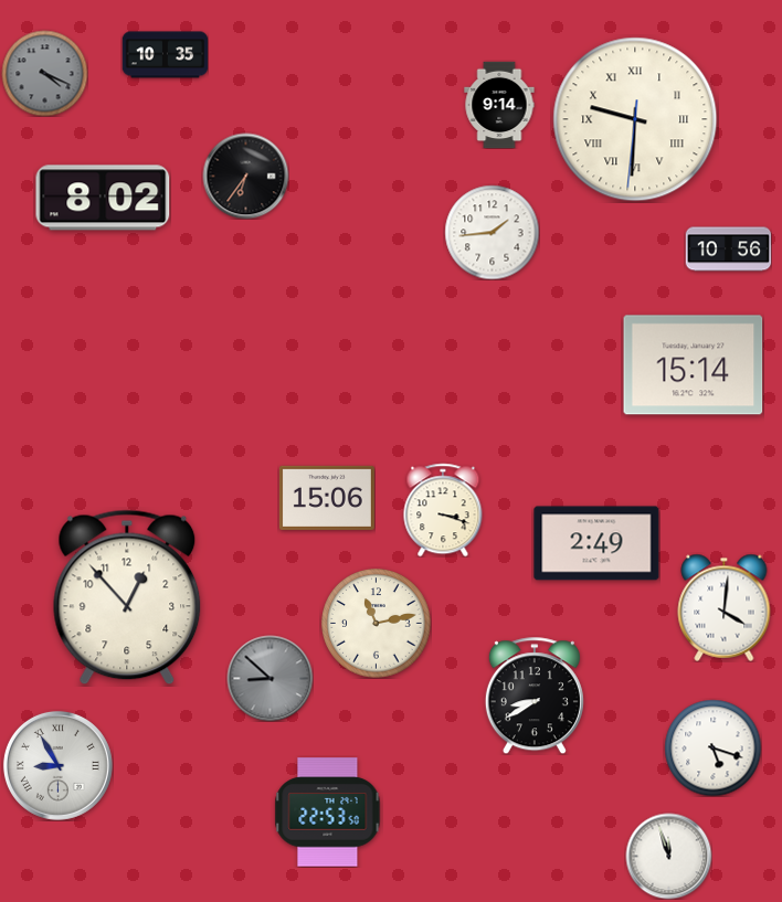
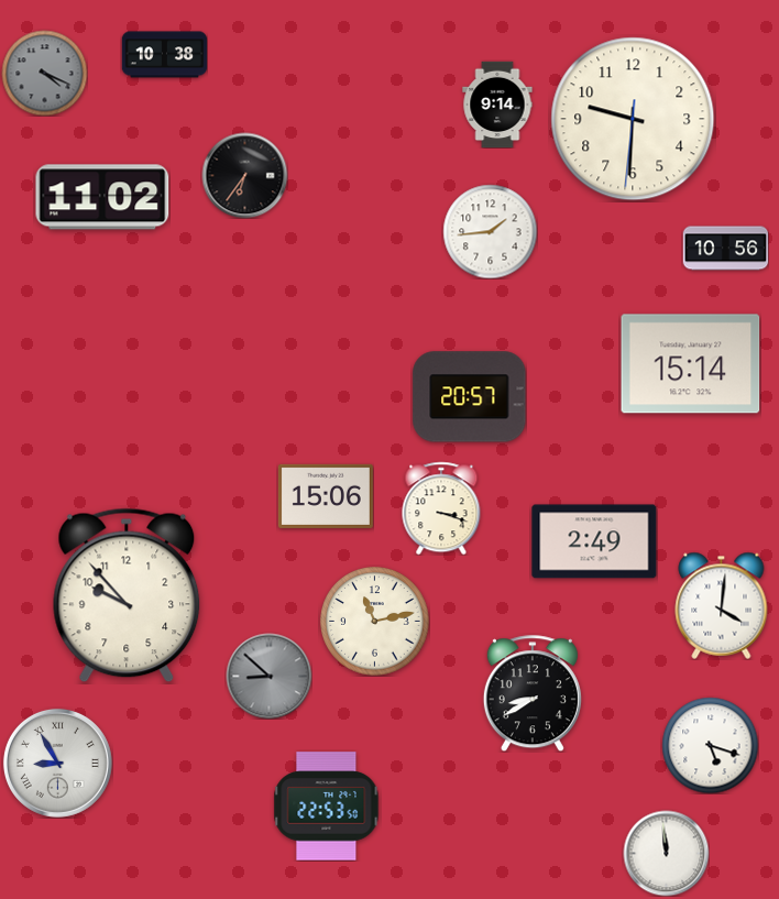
clock at (165, 55): 10:35 -> 10:38
clock at (635, 119) numerals: Roman -> Arabic
clock at (103, 198): 8:02 -> 11:02
clock at (470, 397): none -> 20:57
clock at (127, 597): 12:53 -> 9:53
clock at (328, 813) position: (328, 813) -> (327, 807)
clock at (668, 856): 11:57 -> 11:59
